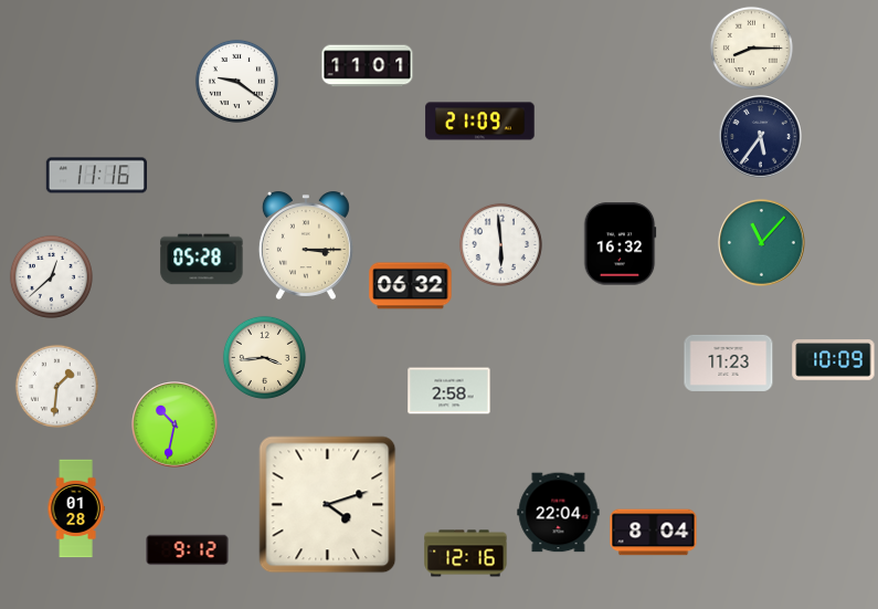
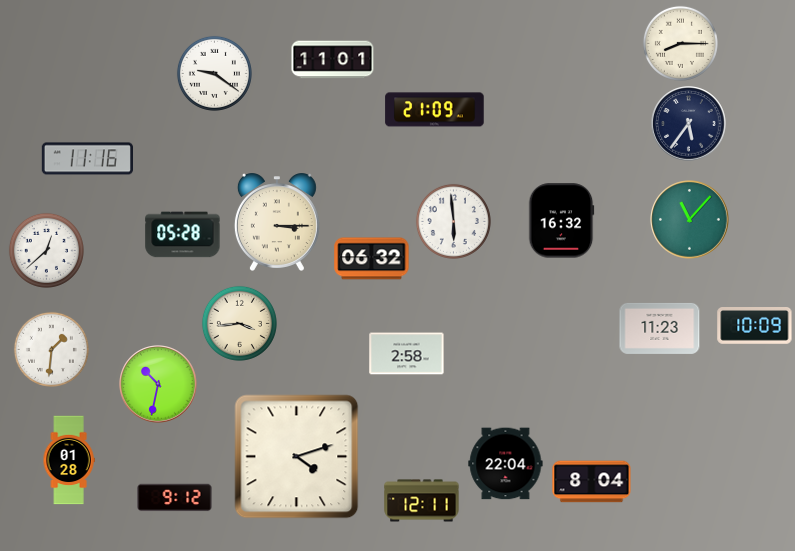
clock at (188, 550) position: (188, 550) -> (175, 498)
clock at (466, 554): 12:16 -> 12:11
